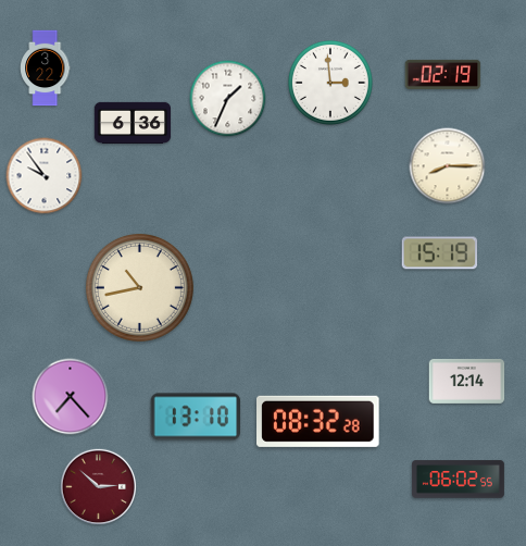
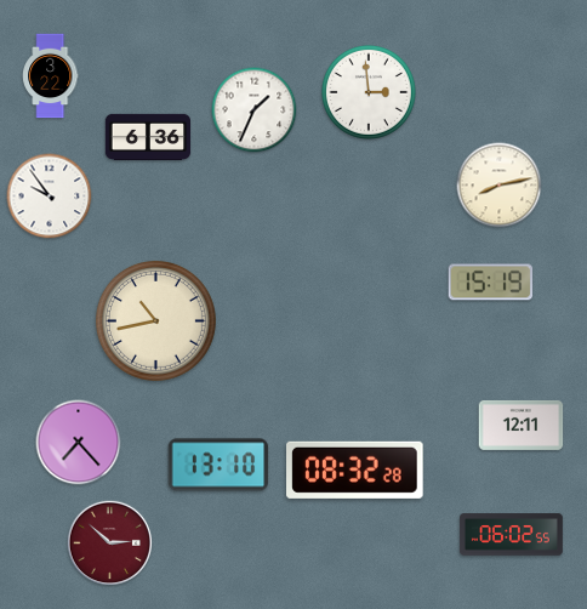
clock at (443, 74): 02:19 -> none
clock at (448, 166): 8:15 -> 8:13
clock at (467, 381): 12:14 -> 12:11
